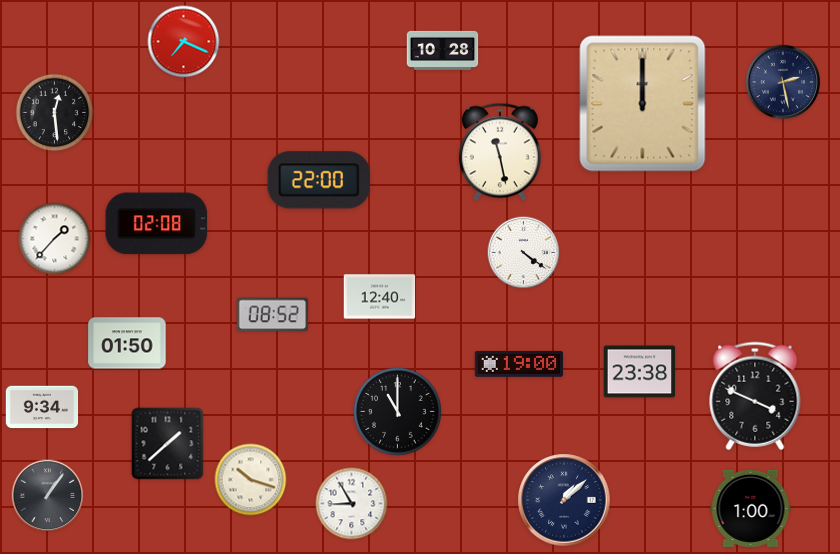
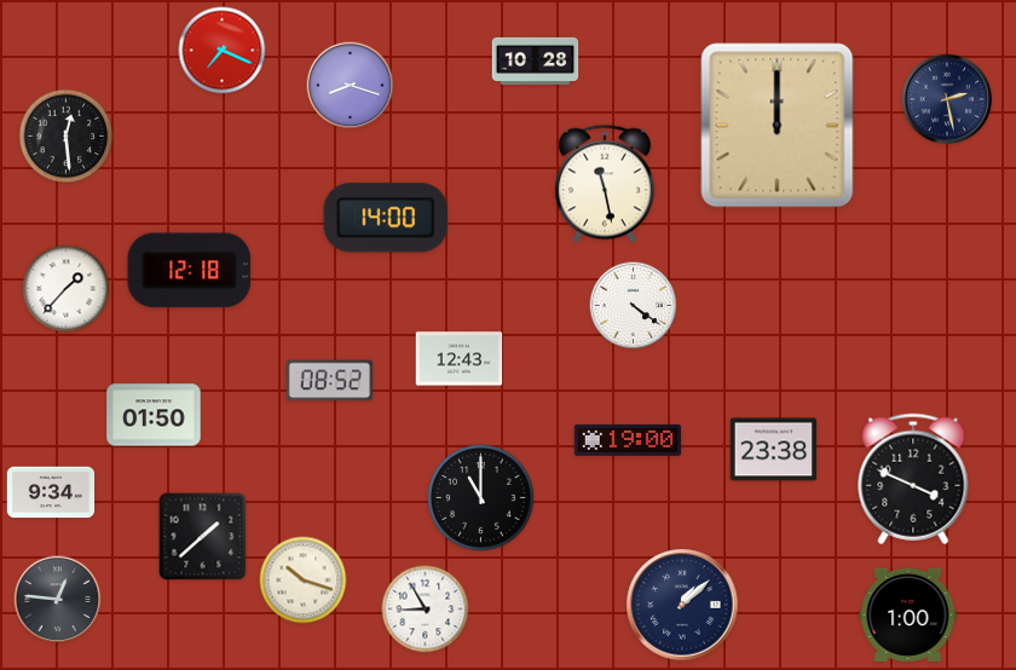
clock at (351, 86): none -> 8:18
clock at (319, 180): 22:00 -> 14:00
clock at (157, 224): 02:08 -> 12:18
clock at (380, 297): 12:40 -> 12:43
clock at (48, 496): 1:06 -> 12:46
